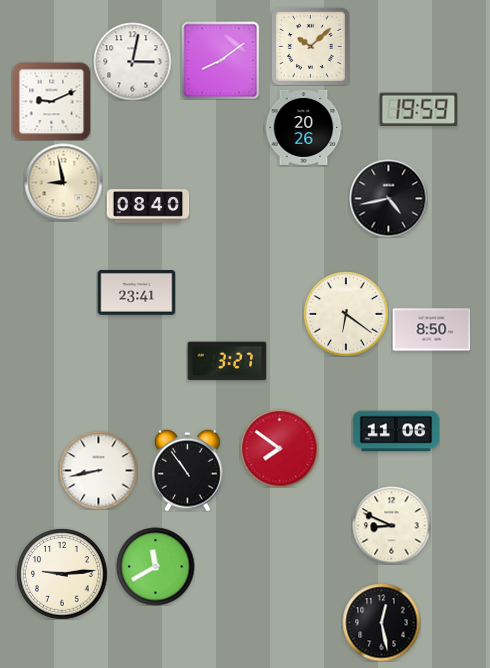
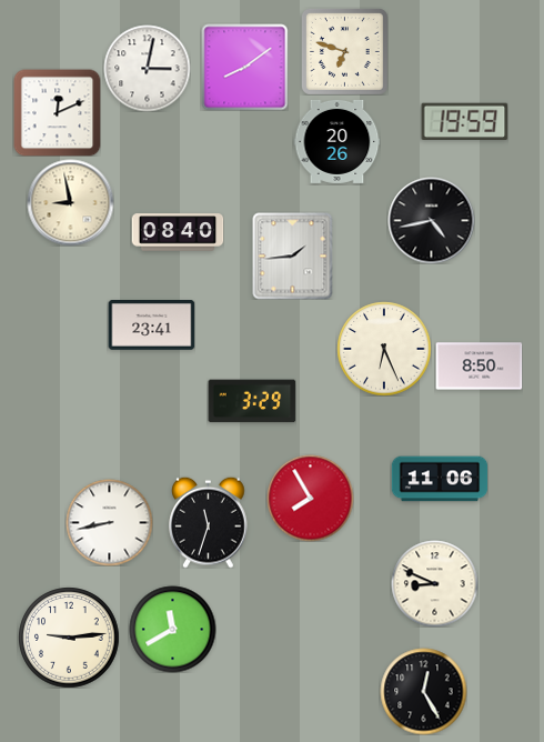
clock at (310, 46): 10:08 -> 6:48
clock at (51, 101): 9:11 -> 12:11
clock at (148, 206) position: (148, 206) -> (178, 232)
clock at (293, 255): none -> 1:44
clock at (346, 314): 6:21 -> 6:26
clock at (227, 361): 3:27 -> 3:29
clock at (279, 448): 7:51 -> 7:55
clock at (188, 470): 10:54 -> 11:33
clock at (381, 622): 12:28 -> 12:25
